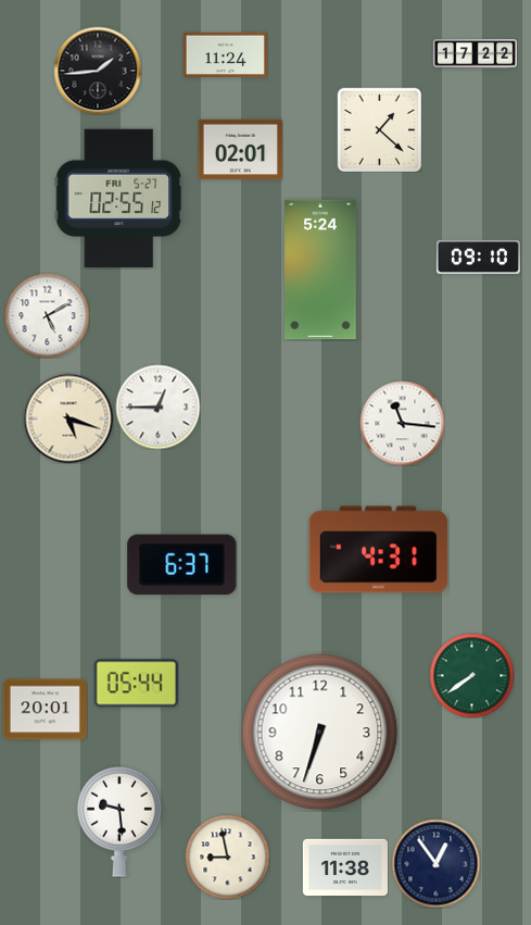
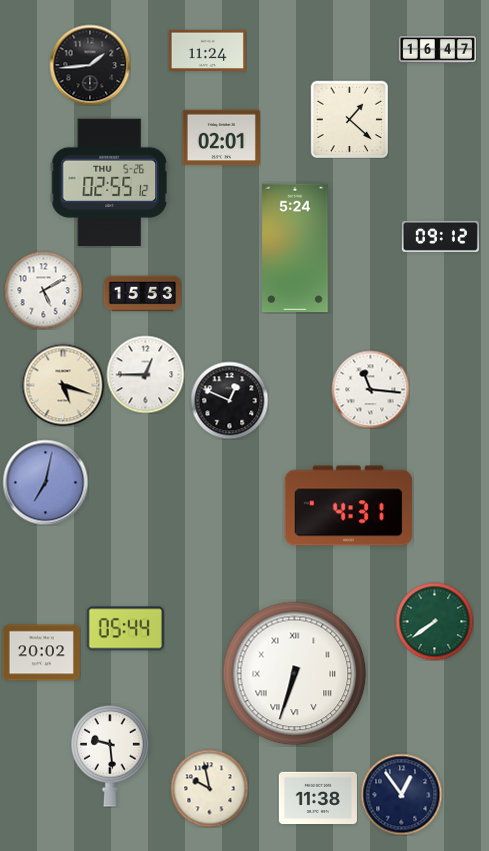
clock at (475, 54): 17:22 -> 16:47
clock at (118, 198) date: FRI 5-27 -> THU 5-26
clock at (478, 257): 09:10 -> 09:12
clock at (142, 294): none -> 15:53
clock at (229, 400): none -> 12:49
clock at (45, 482): none -> 7:02
clock at (182, 565): 6:37 -> none
clock at (45, 710): 20:01 -> 20:02
clock at (320, 733) numerals: Arabic -> Roman
clock at (227, 857): 8:58 -> 9:58
